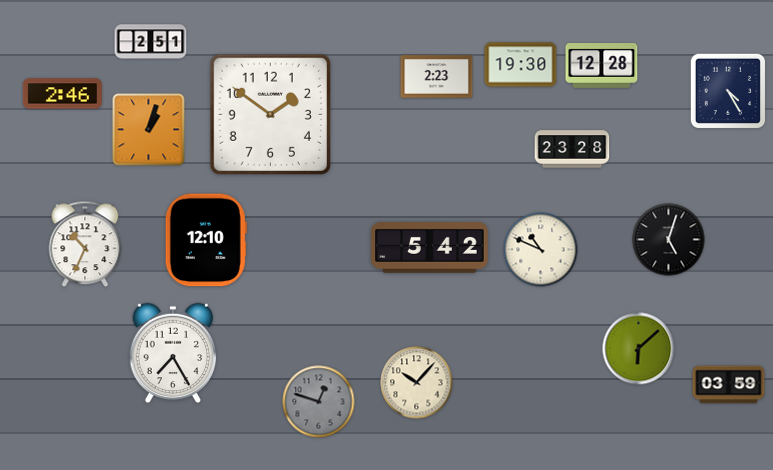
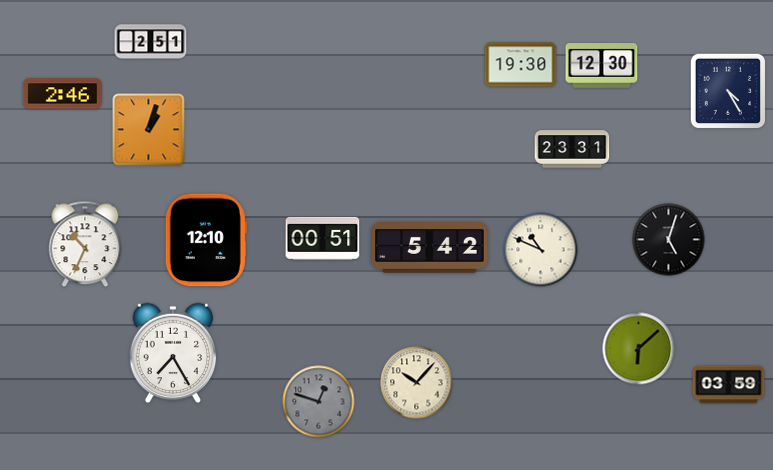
clock at (602, 66): 12:28 -> 12:30
clock at (437, 77): 2:23 -> none
clock at (270, 114): 1:51 -> none
clock at (572, 149): 23:28 -> 23:31
clock at (323, 238): none -> 00:51
